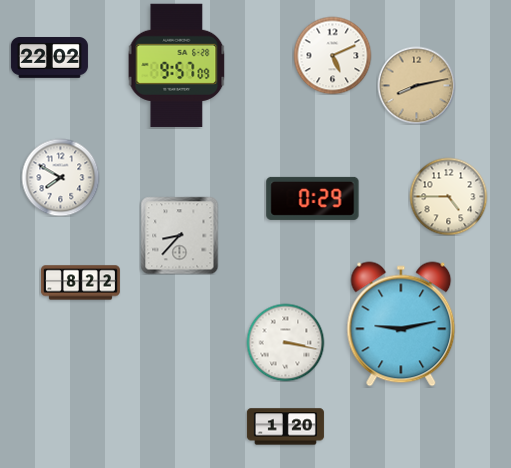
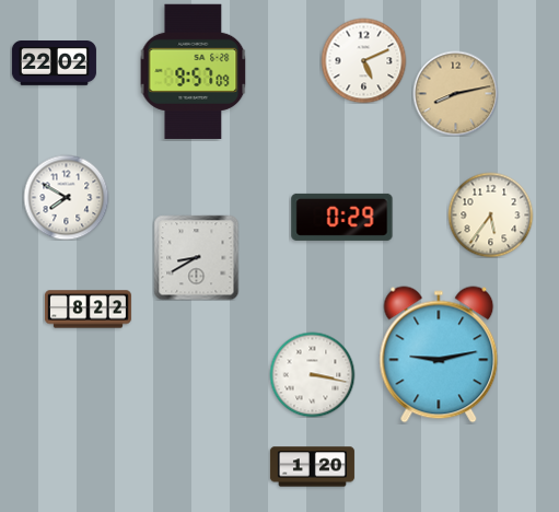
clock at (60, 177) position: (60, 177) -> (66, 197)
clock at (448, 196): 4:45 -> 5:36
clock at (179, 235): 8:37 -> 8:40
